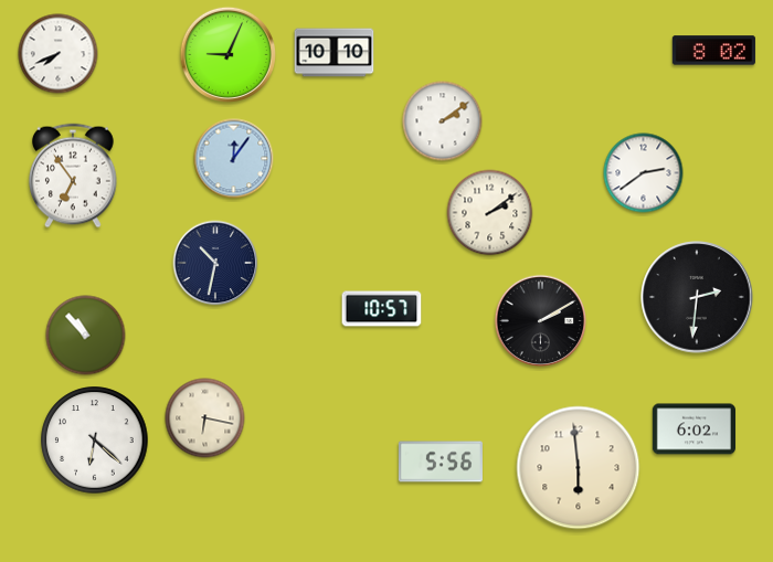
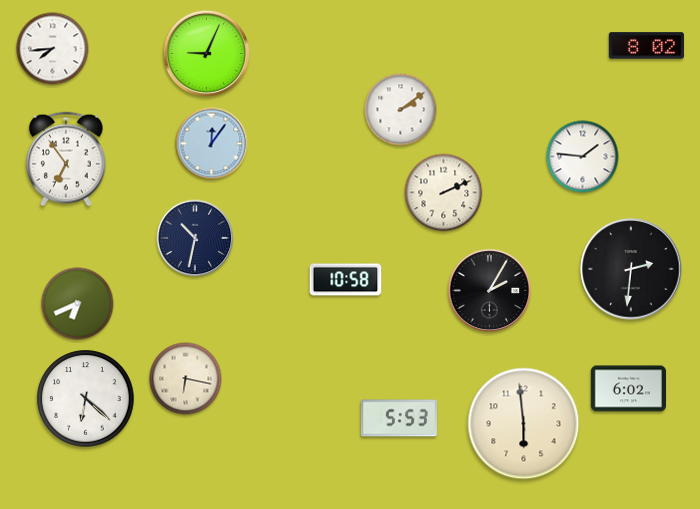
clock at (335, 53): 10:10 -> none
clock at (59, 54): 7:41 -> 7:44
clock at (227, 54) position: (227, 54) -> (206, 53)
clock at (644, 173): 2:39 -> 1:46
clock at (490, 213): 2:09 -> 2:11
clock at (382, 309): 10:57 -> 10:58
clock at (541, 321): 2:10 -> 2:05
clock at (86, 336): 10:53 -> 6:41
clock at (441, 462): 5:56 -> 5:53
